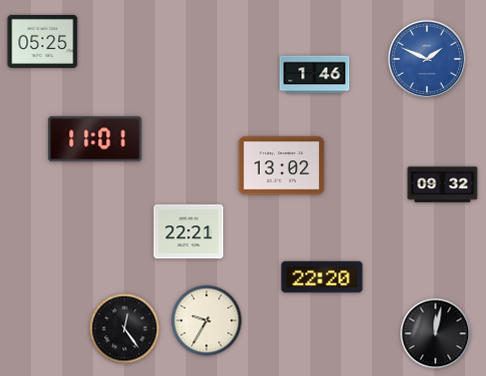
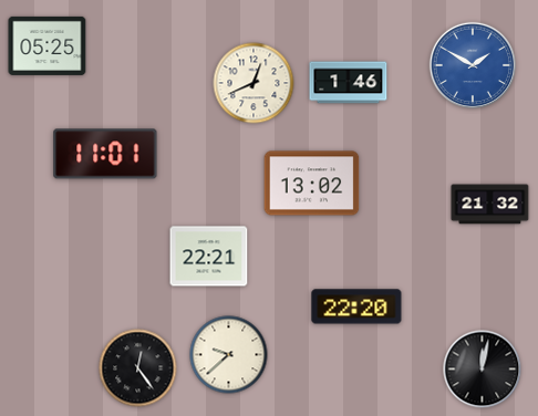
clock at (426, 58): 1:49 -> 1:50
clock at (254, 83): none -> 12:41
clock at (443, 185): 09:32 -> 21:32
clock at (207, 321): 9:35 -> 9:38
clock at (125, 329) position: (125, 329) -> (138, 368)
